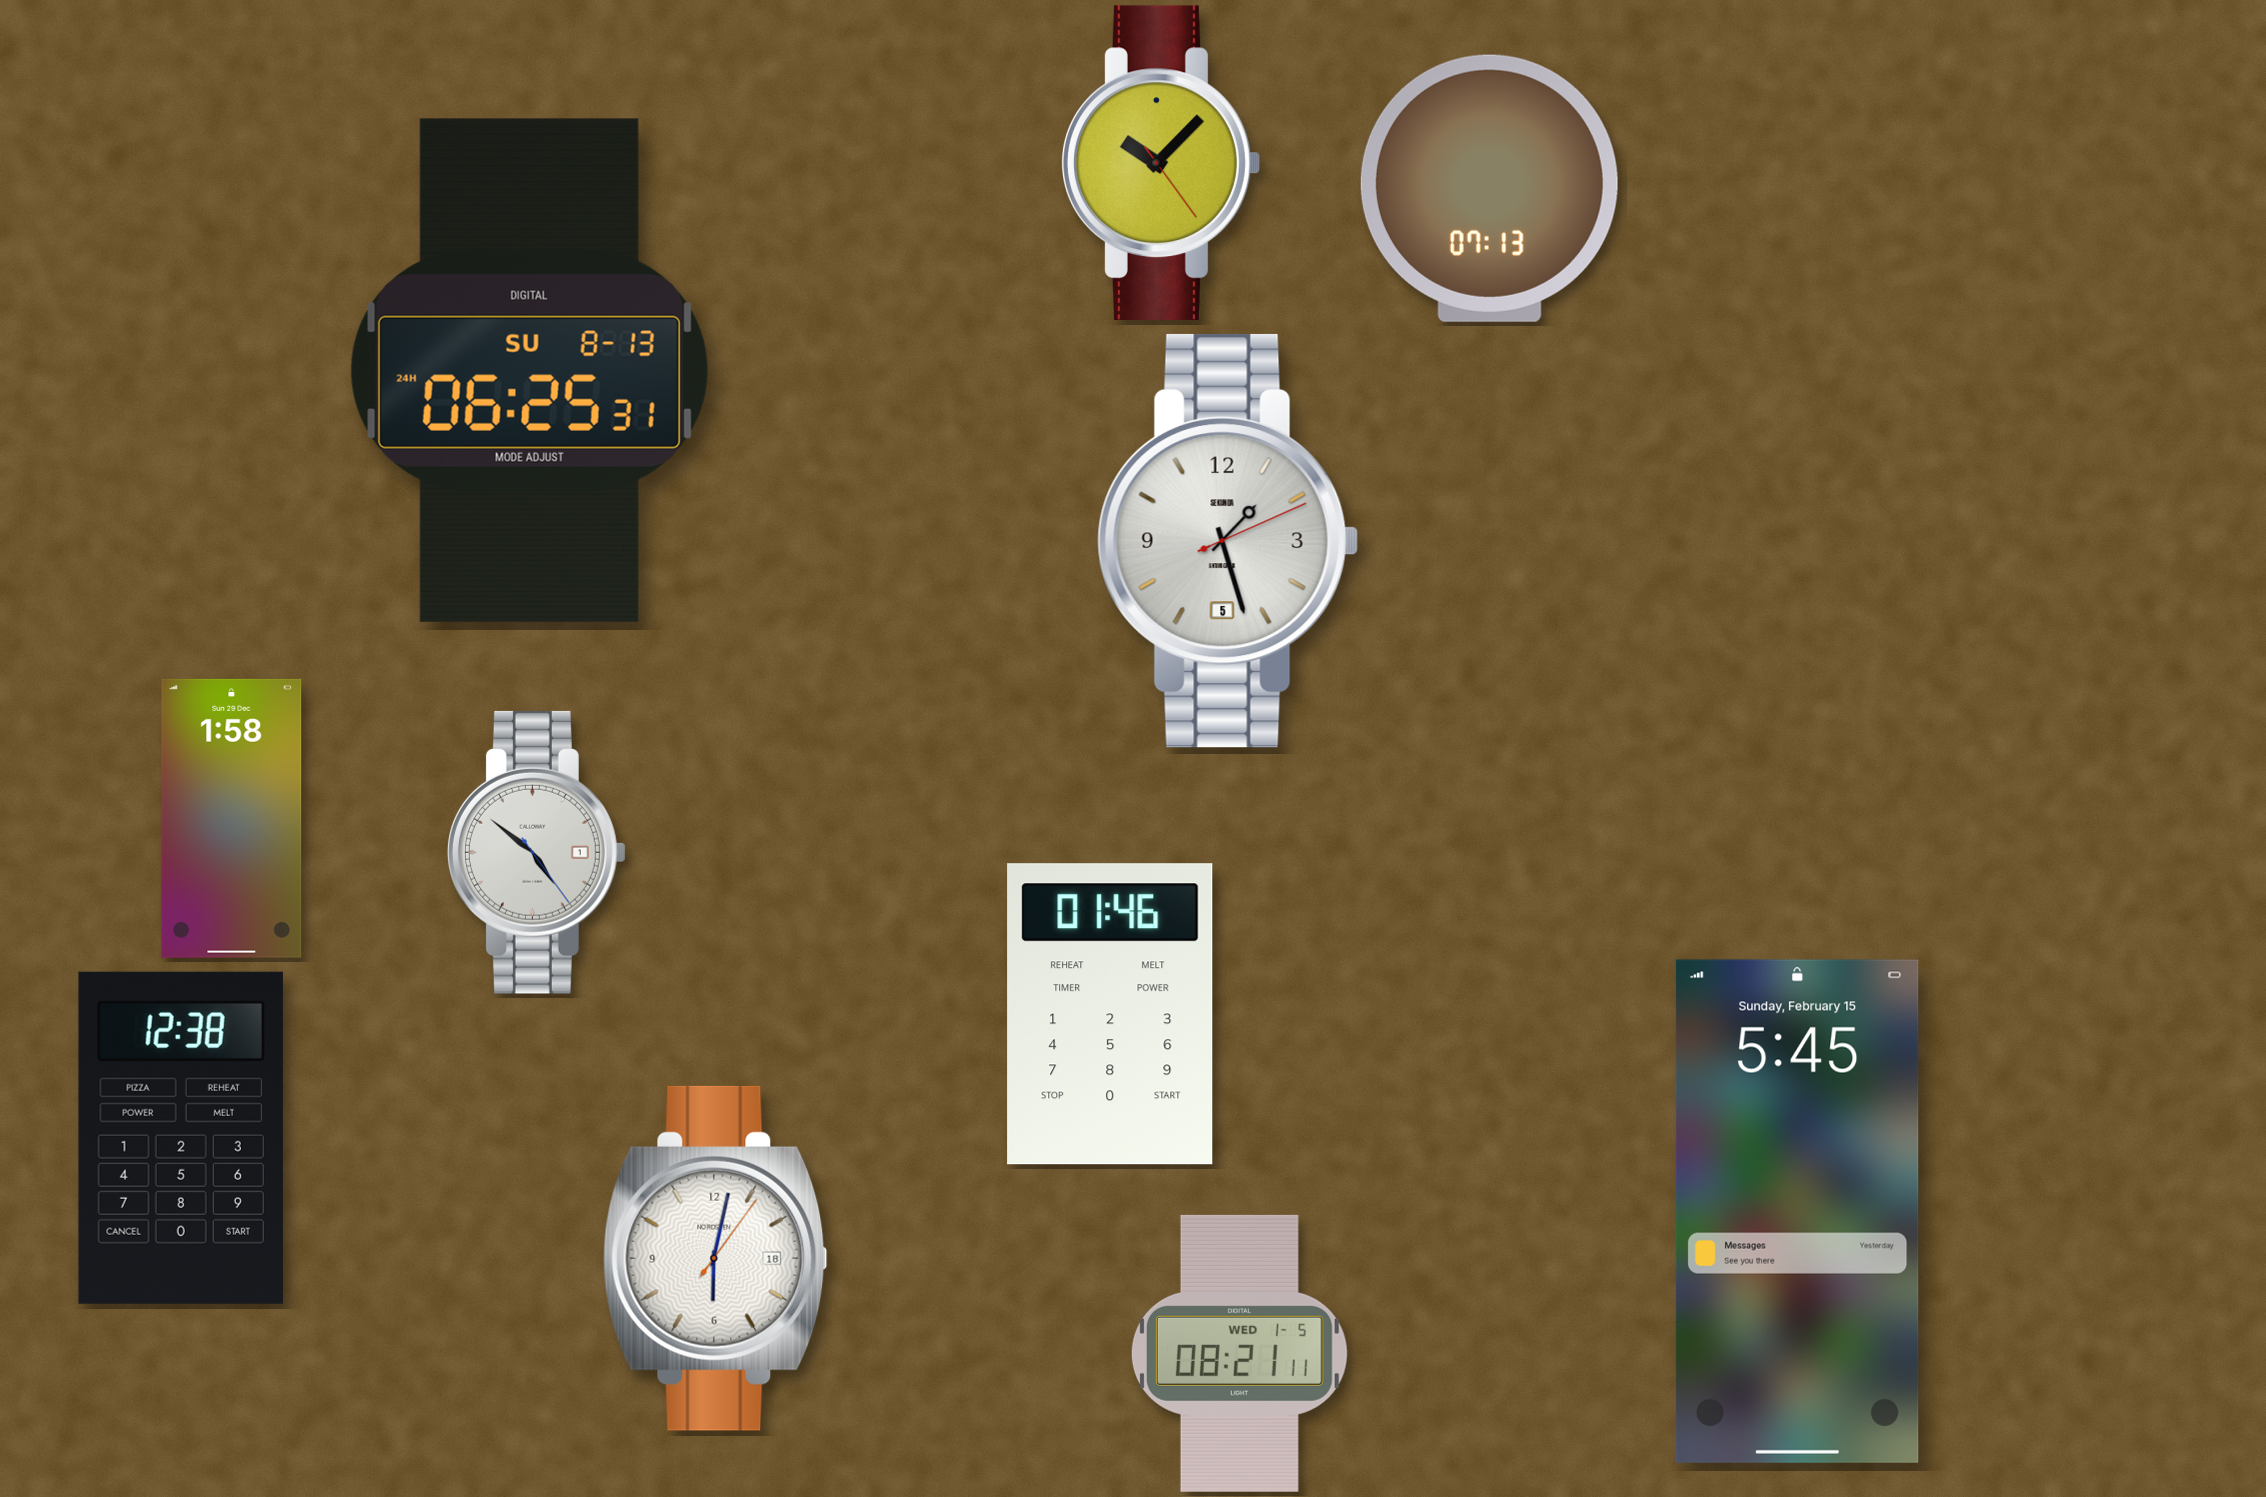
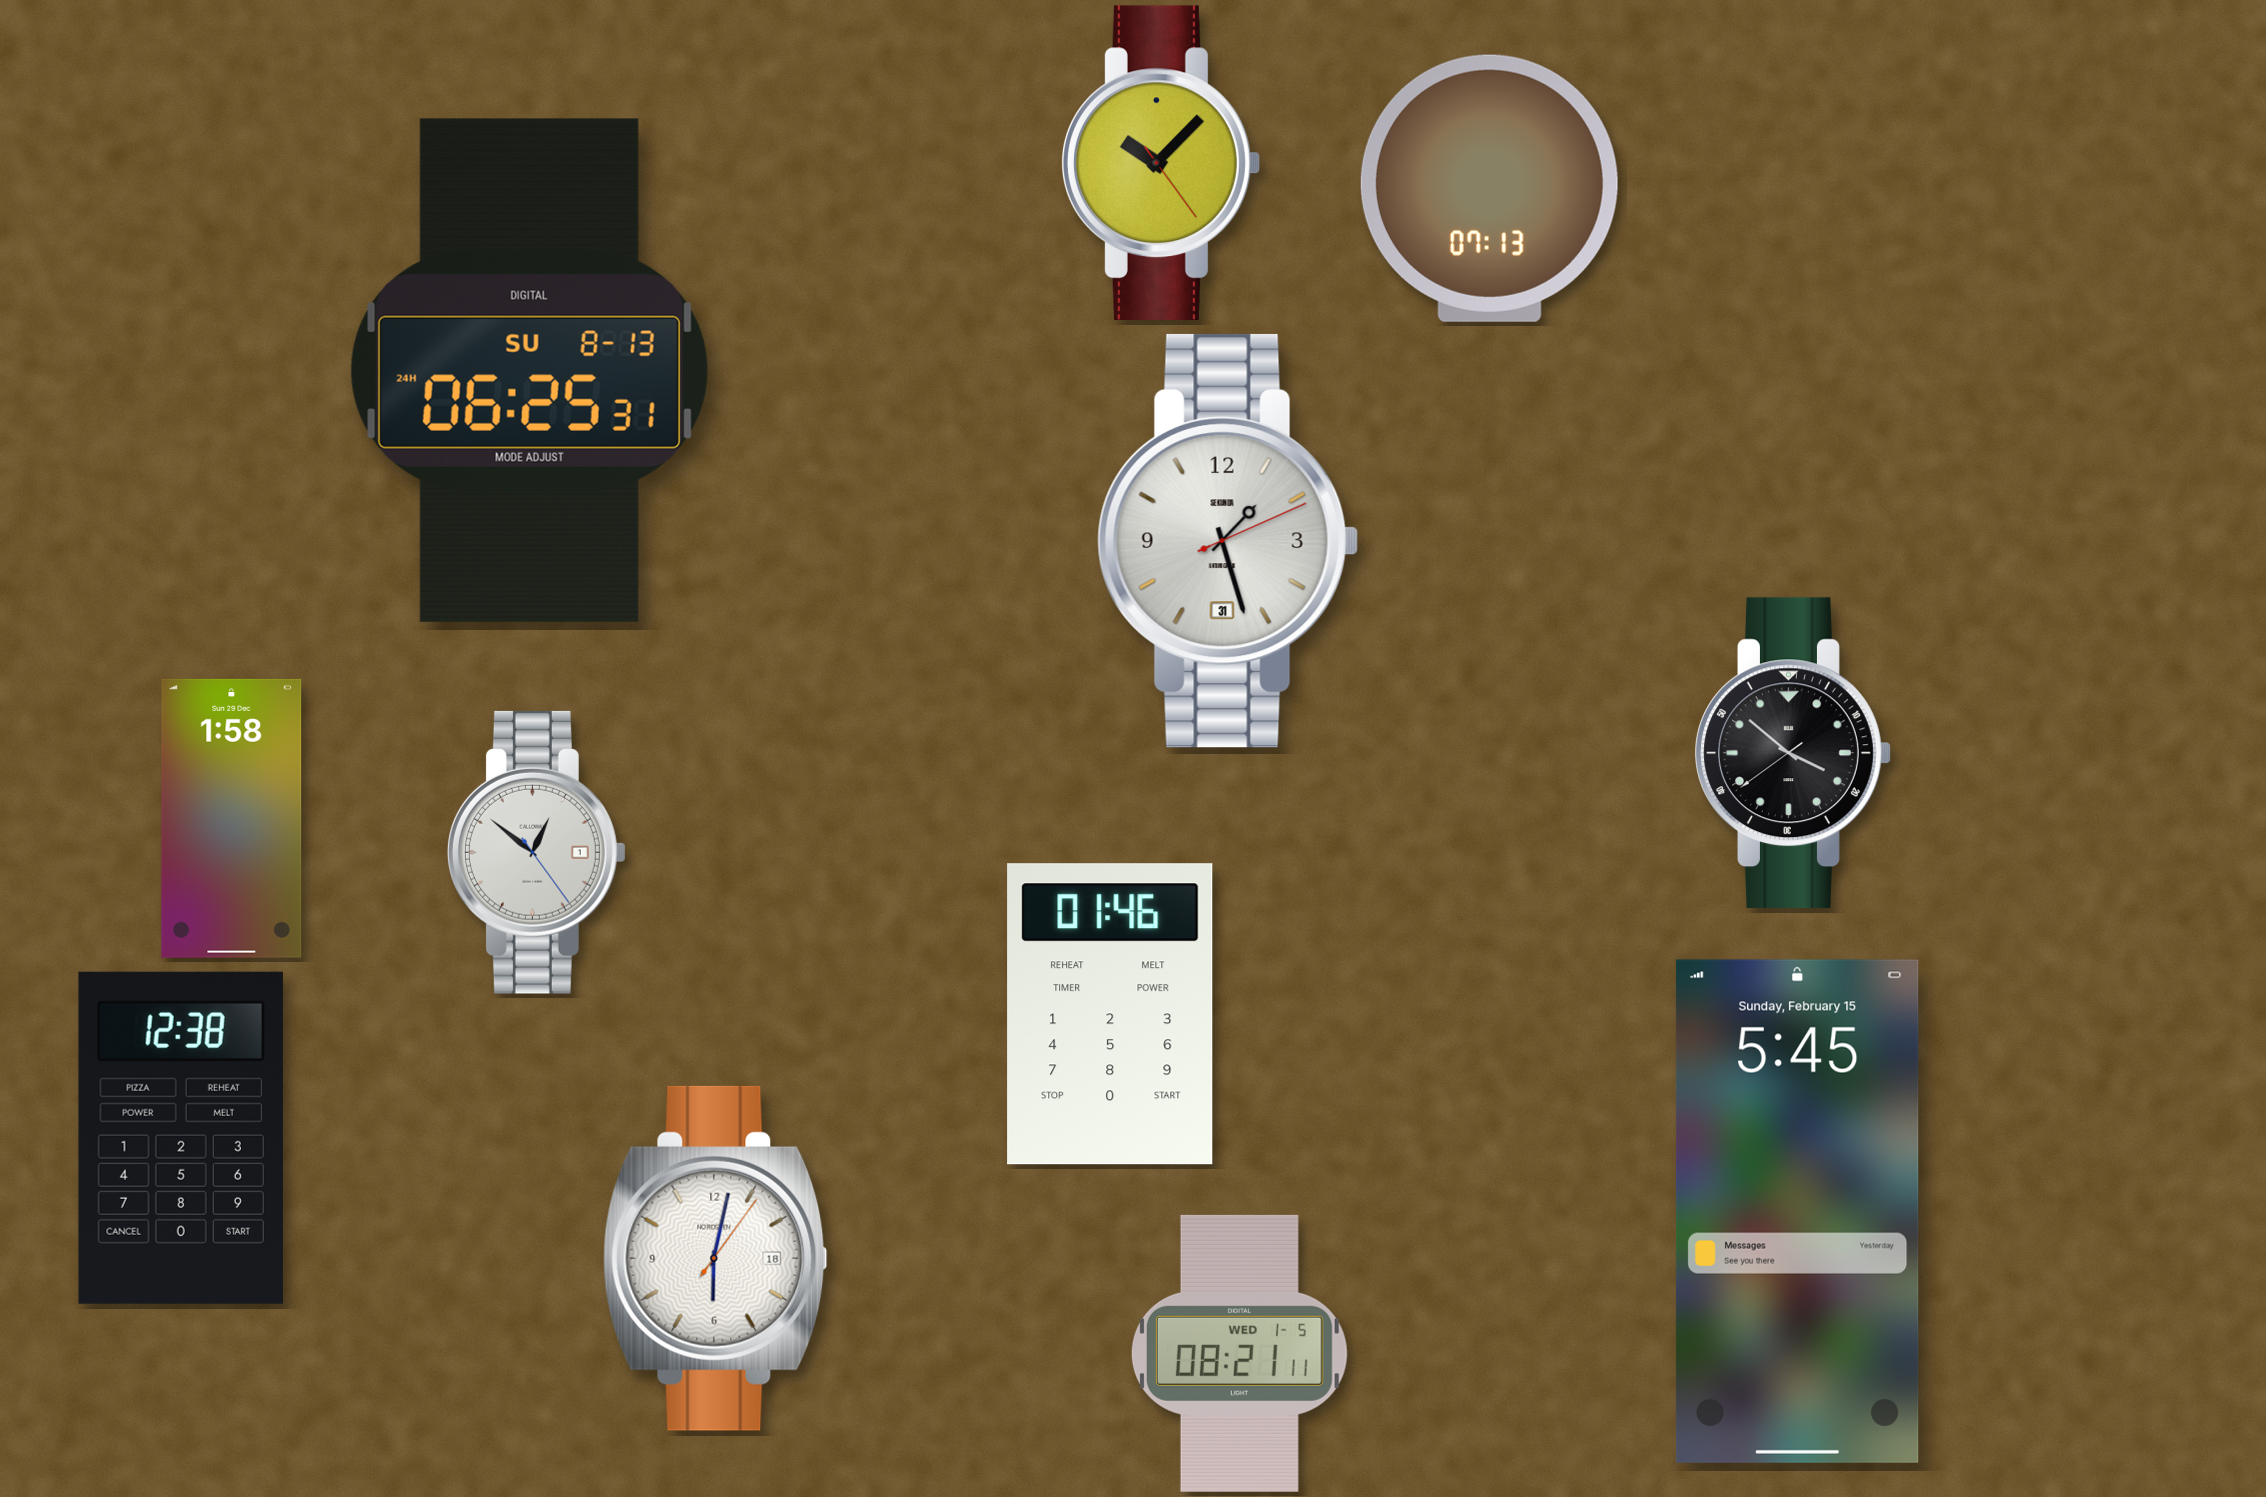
clock at (1228, 541) date: 5 -> 31
clock at (1793, 753): none -> 3:51
clock at (536, 852): 4:51 -> 12:51
